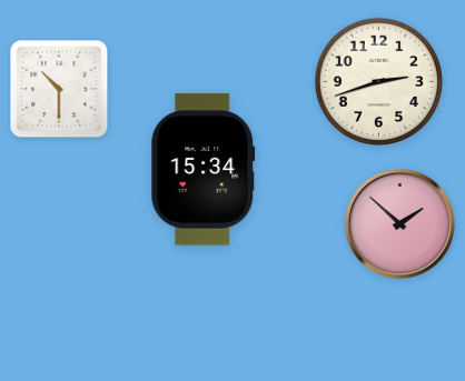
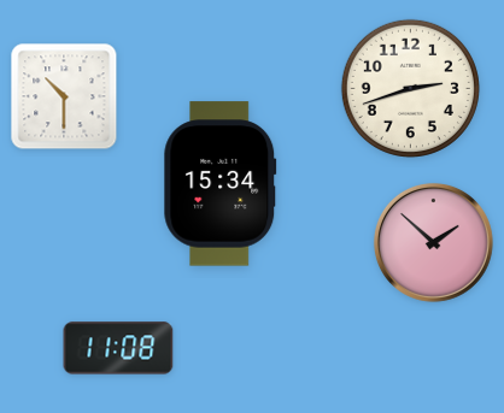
clock at (118, 348): none -> 11:08
